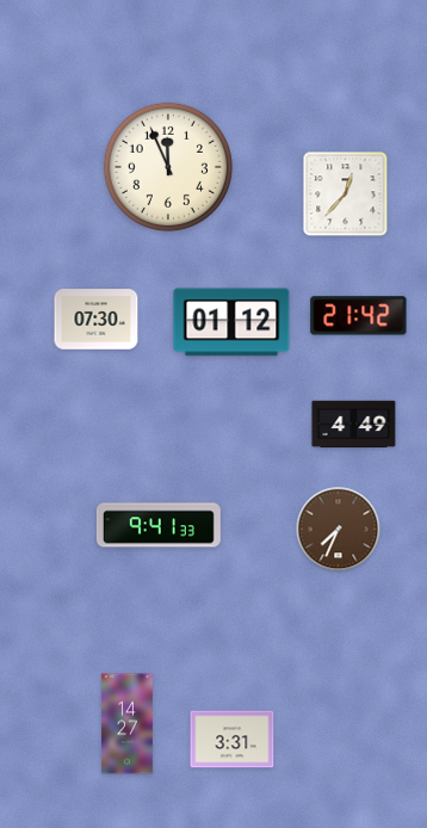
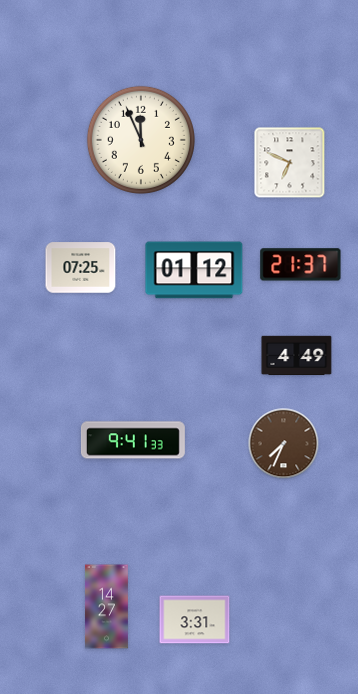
clock at (346, 194): 12:37 -> 6:49
clock at (359, 316): 21:42 -> 21:37
clock at (97, 320): 07:30 -> 07:25
